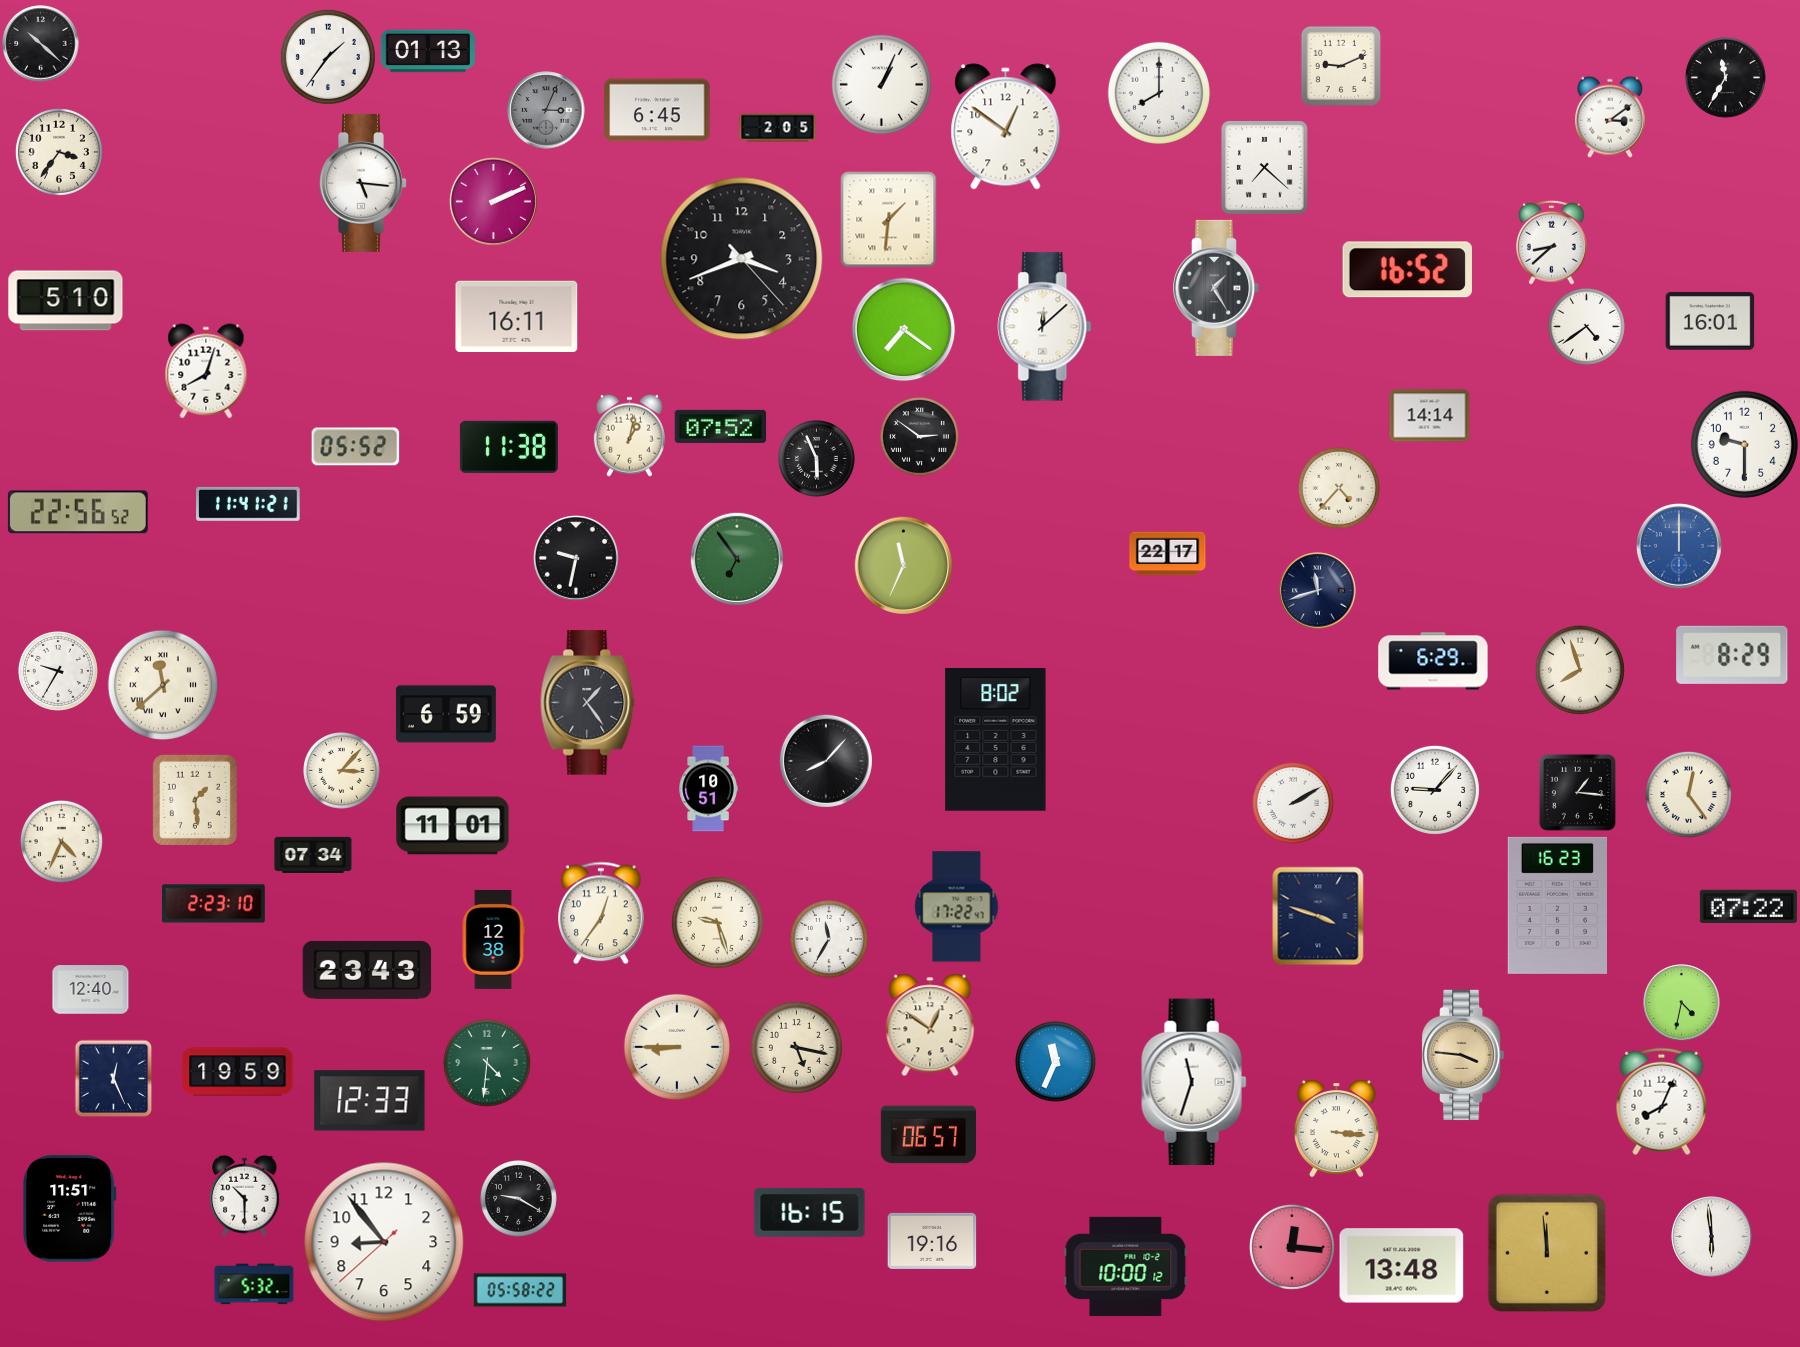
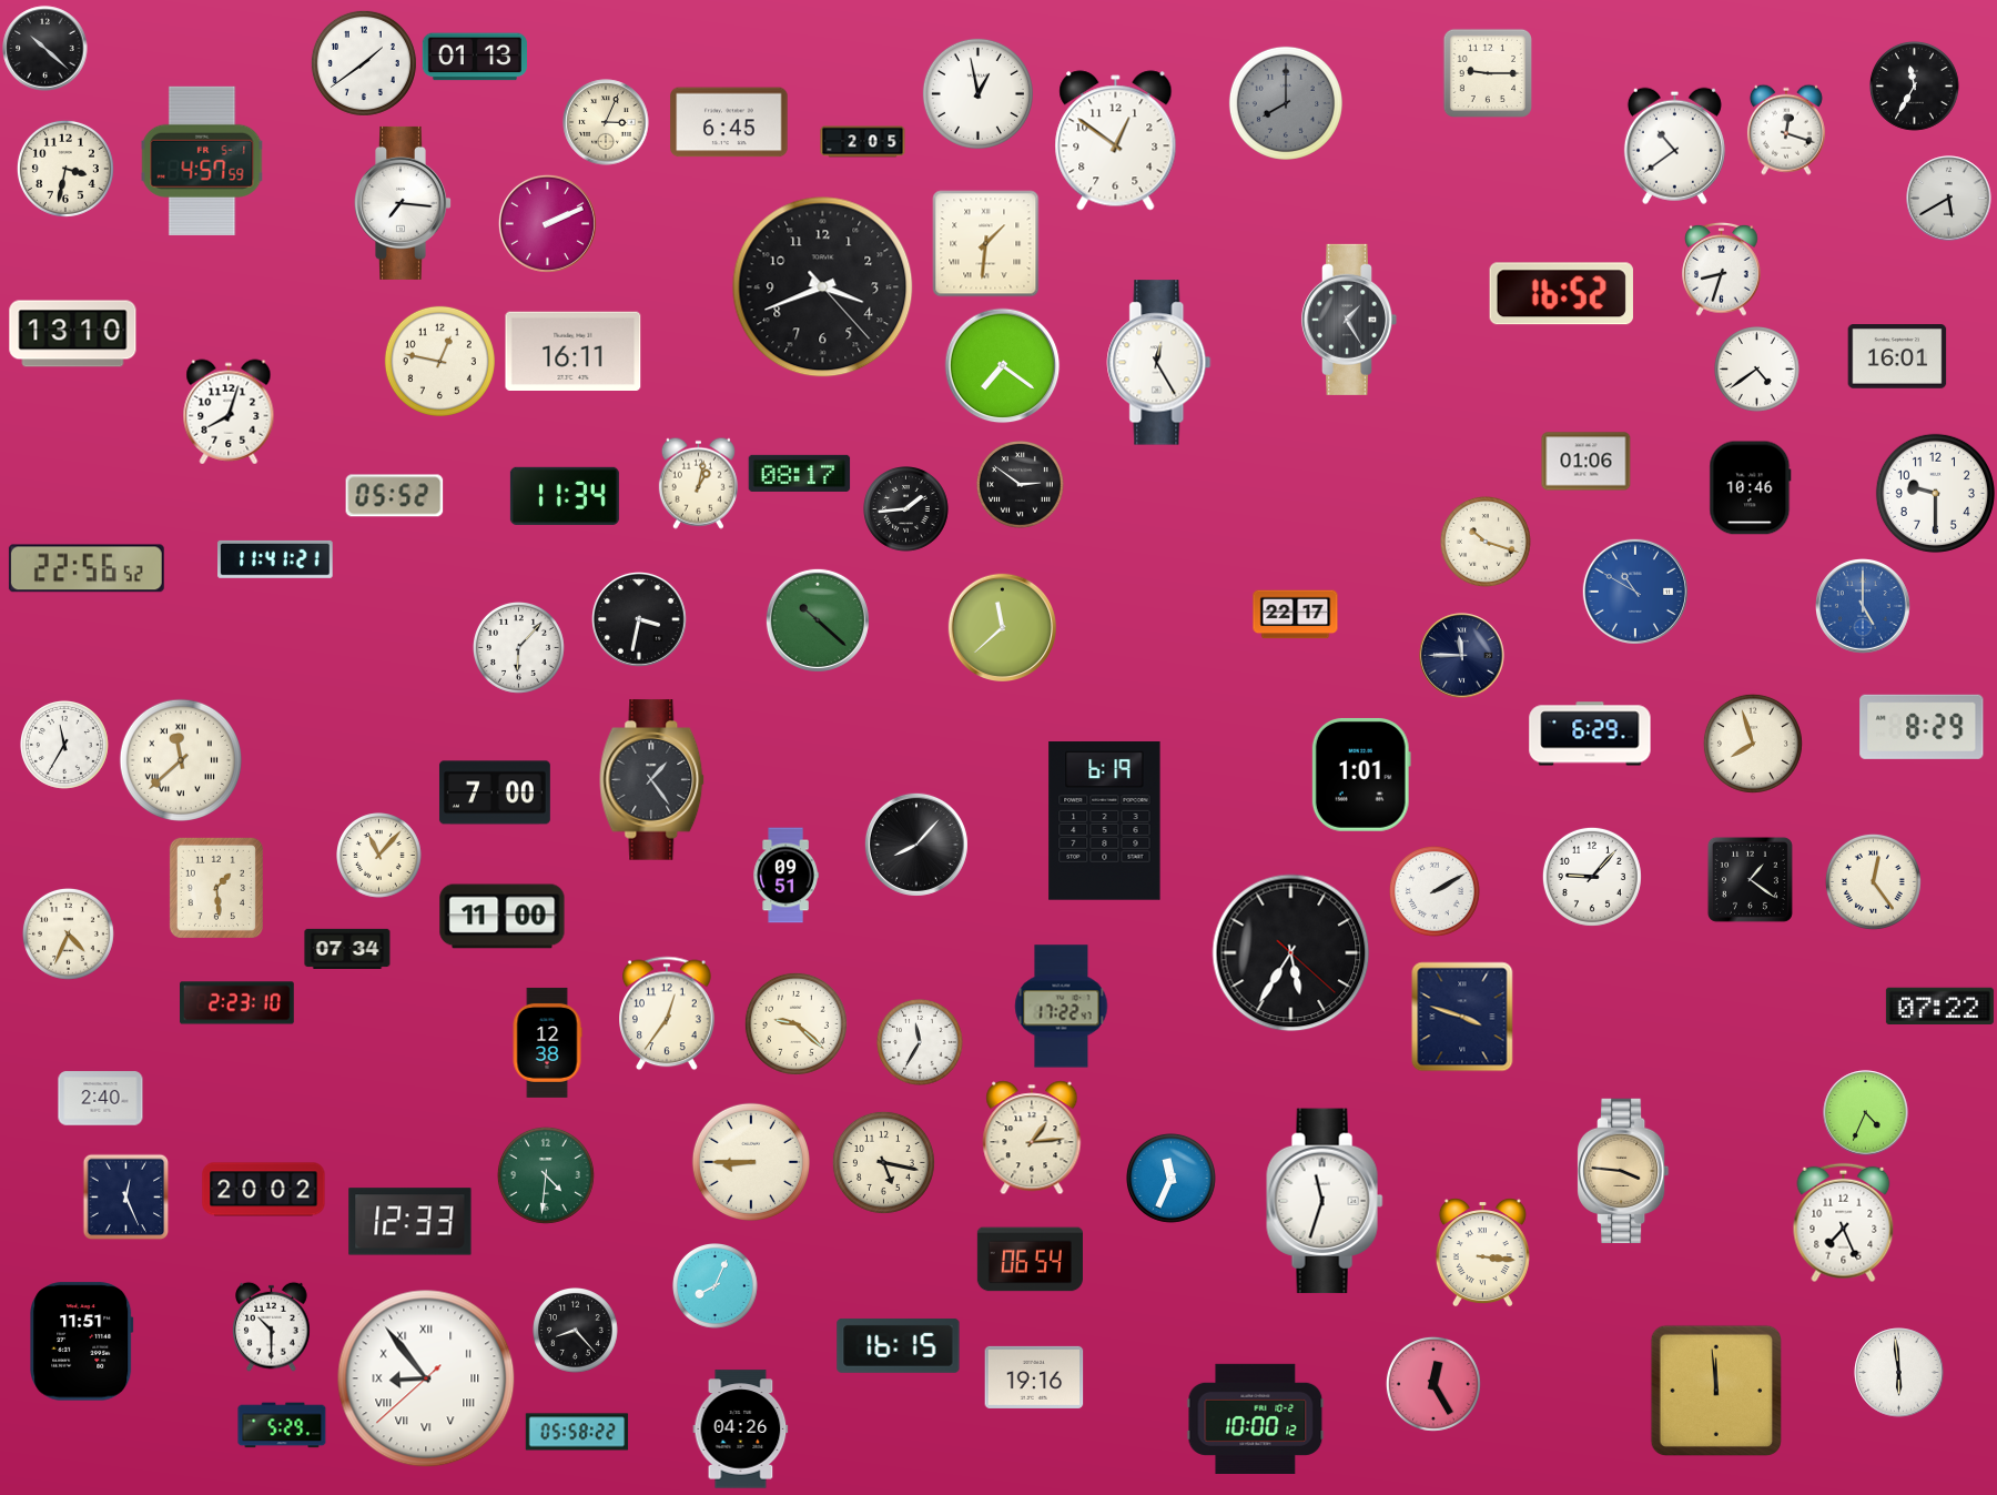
clock at (328, 57): 1:36 -> 1:39
clock at (1341, 66): 9:11 -> 9:15
clock at (881, 84): 1:04 -> 12:58
clock at (1159, 93) dial: white -> grey
clock at (546, 110) dial: grey -> cream
clock at (1610, 117): 3:09 -> 12:18
clock at (1674, 145): none -> 10:39
clock at (202, 161): none -> 4:57
clock at (59, 152): 3:36 -> 3:32
clock at (1265, 168): 7:22 -> none
clock at (1949, 199): none -> 5:40
clock at (364, 183): 5:16 -> 7:16
clock at (1552, 242): 8:38 -> 8:33
clock at (1407, 270) position: (1407, 270) -> (1561, 294)
clock at (66, 301): 5:10 -> 13:10
clock at (439, 361): none -> 12:47
clock at (1045, 327): 12:08 -> 12:25
clock at (1587, 327) position: (1587, 327) -> (1757, 370)
clock at (1430, 416): 14:14 -> 01:06
clock at (721, 426): 07:52 -> 08:17
clock at (1751, 488): none -> 10:46
clock at (509, 447): 11:38 -> 11:34
clock at (817, 459): 5:56 -> 1:44
clock at (1339, 488): 4:37 -> 10:18
clock at (1635, 592): none -> 10:50
clock at (1680, 547): 12:00 -> 5:00
clock at (577, 559): 9:32 -> 3:32
clock at (737, 559): 6:54 -> 10:22
clock at (904, 566): 11:34 -> 11:38
clock at (518, 647): none -> 6:07
clock at (1318, 591): 11:42 -> 11:45
clock at (58, 671): 9:35 -> 11:35
clock at (1361, 775): none -> 1:01
clock at (446, 714): 6:59 -> 7:00
clock at (996, 740): 8:02 -> 6:19
clock at (342, 771): 3:07 -> 11:07
clock at (708, 789): 10:51 -> 09:51
clock at (1577, 792): 1:16 -> 1:21
clock at (453, 826): 11:01 -> 11:00
clock at (1291, 953): none -> 5:35
clock at (1557, 905): 16:23 -> none
clock at (717, 922): 9:27 -> 9:22
clock at (367, 970): 23:43 -> none
clock at (91, 990): 12:40 -> 2:40
clock at (1682, 1003): 4:32 -> 4:34
clock at (930, 1025): 12:51 -> 1:14
clock at (487, 1063) position: (487, 1063) -> (546, 1175)
clock at (238, 1072): 19:59 -> 20:02
clock at (1662, 1102): 8:04 -> 7:26
clock at (928, 1135): 06:57 -> 06:54
clock at (716, 1286): none -> 8:04
clock at (519, 1199): 9:20 -> 8:23
clock at (70, 1209) position: (70, 1209) -> (82, 1342)
clock at (384, 1242) numerals: Arabic -> Roman
clock at (1292, 1247): 12:16 -> 12:25
clock at (1126, 1266) position: (1126, 1266) -> (1256, 1418)
clock at (1402, 1266): 13:48 -> none
clock at (254, 1284): 5:32 -> 5:29
clock at (741, 1430): none -> 04:26
